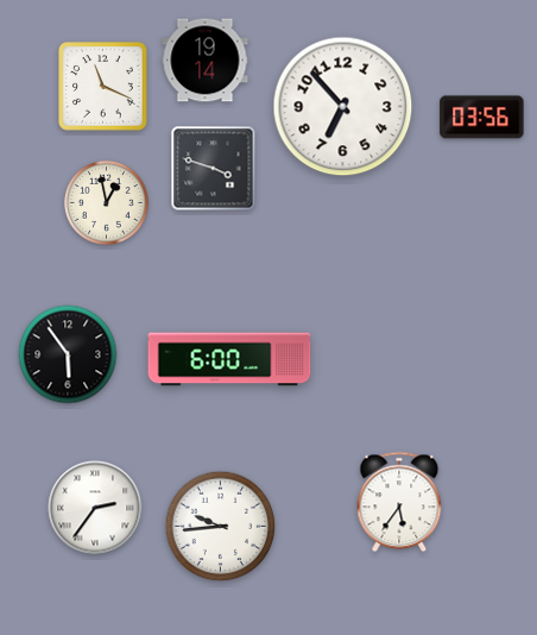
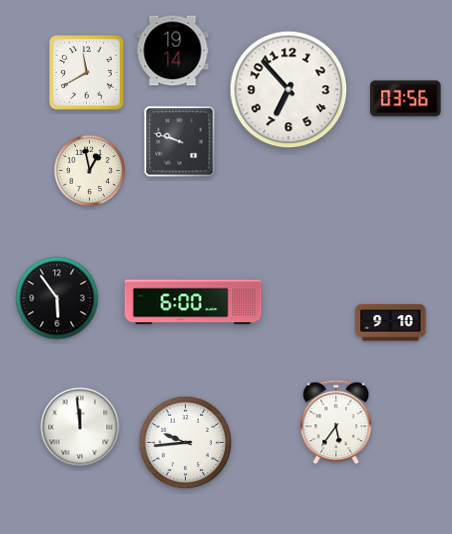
clock at (103, 87): 11:19 -> 11:40
clock at (214, 169): 3:48 -> 9:48
clock at (391, 323): none -> 9:10
clock at (95, 508): 2:36 -> 11:59
